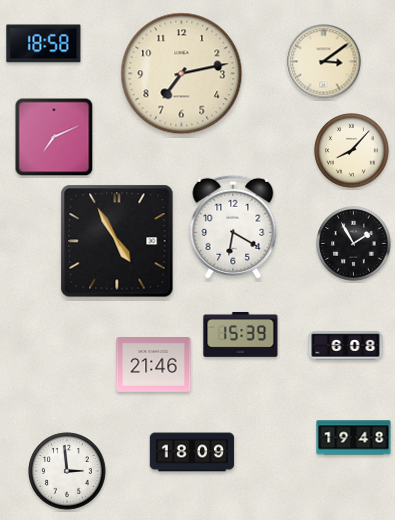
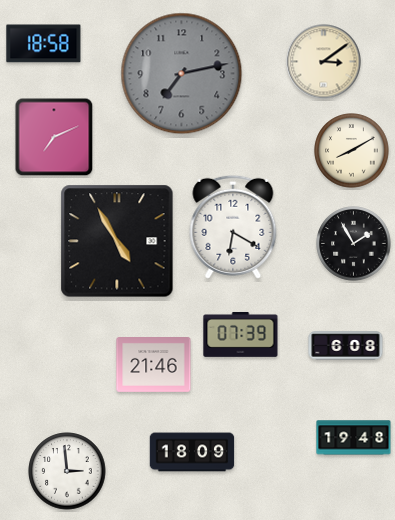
clock at (182, 74) dial: cream -> grey
clock at (352, 151): 8:07 -> 8:10
clock at (241, 335): 15:39 -> 07:39
